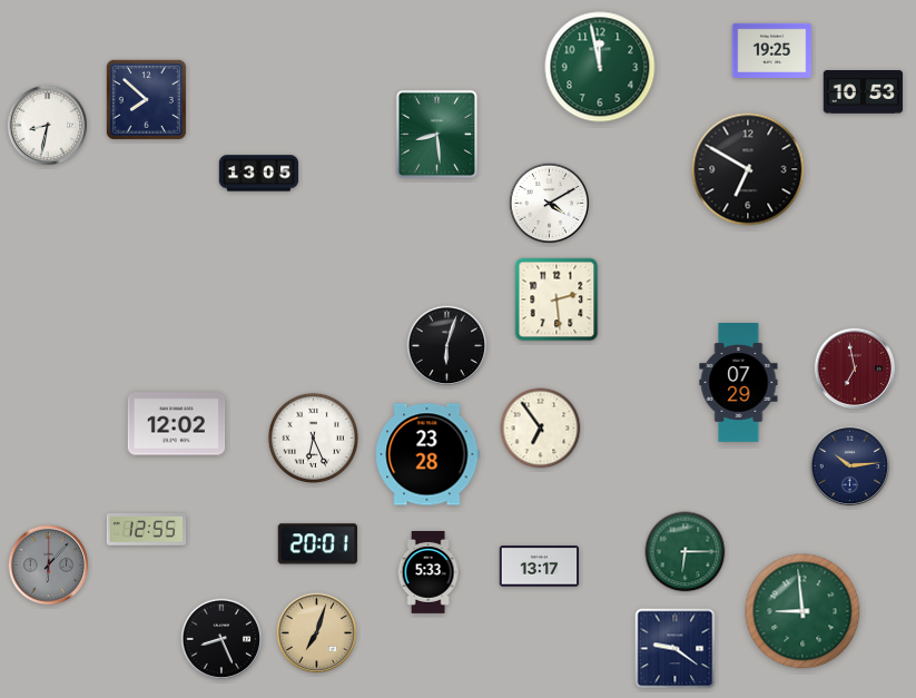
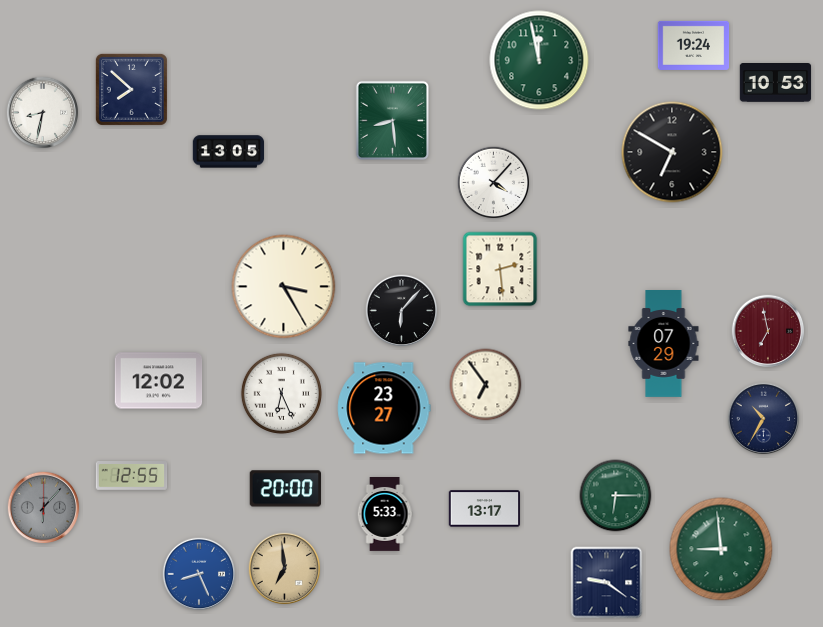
clock at (772, 50): 19:25 -> 19:24
clock at (259, 174) position: (259, 174) -> (229, 152)
clock at (550, 204): 4:10 -> 4:07
clock at (284, 287): none -> 3:25
clock at (447, 346): 6:03 -> 6:07
clock at (427, 454): 23:28 -> 23:27
clock at (850, 466): 10:14 -> 10:35
clock at (317, 544): 20:01 -> 20:00
clock at (317, 633): 7:03 -> 6:59
clock at (221, 639) dial: black -> blue
